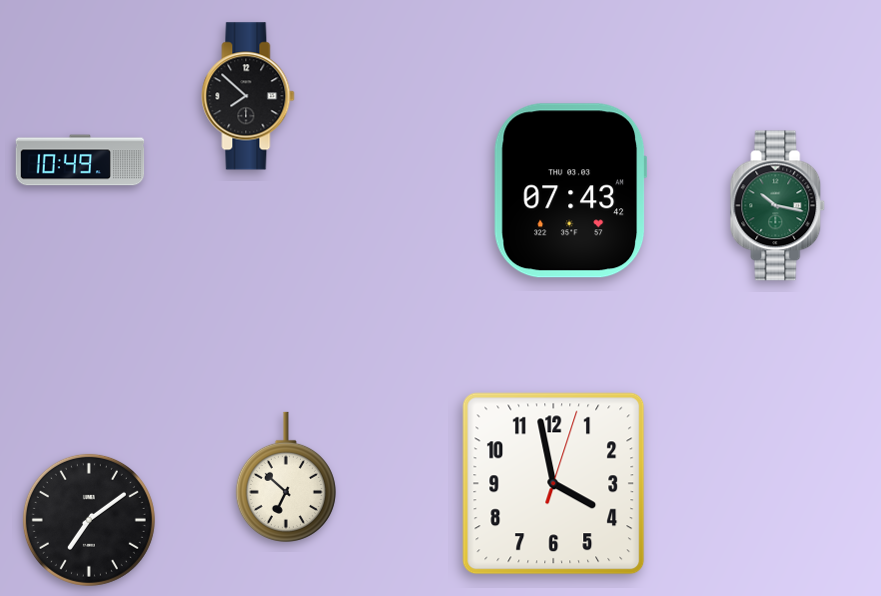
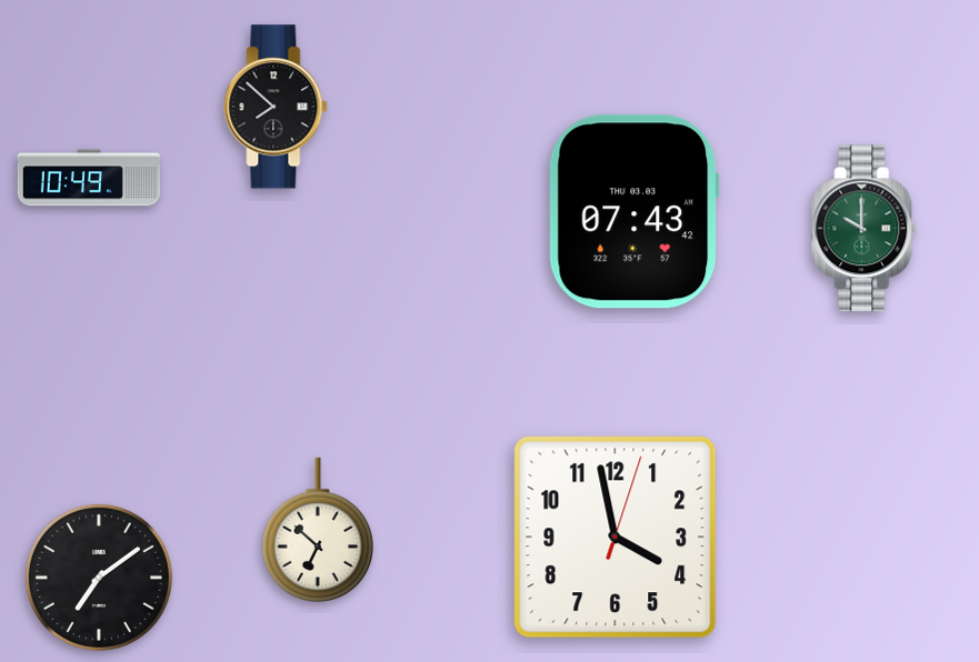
clock at (778, 206): 10:17 -> 10:00
